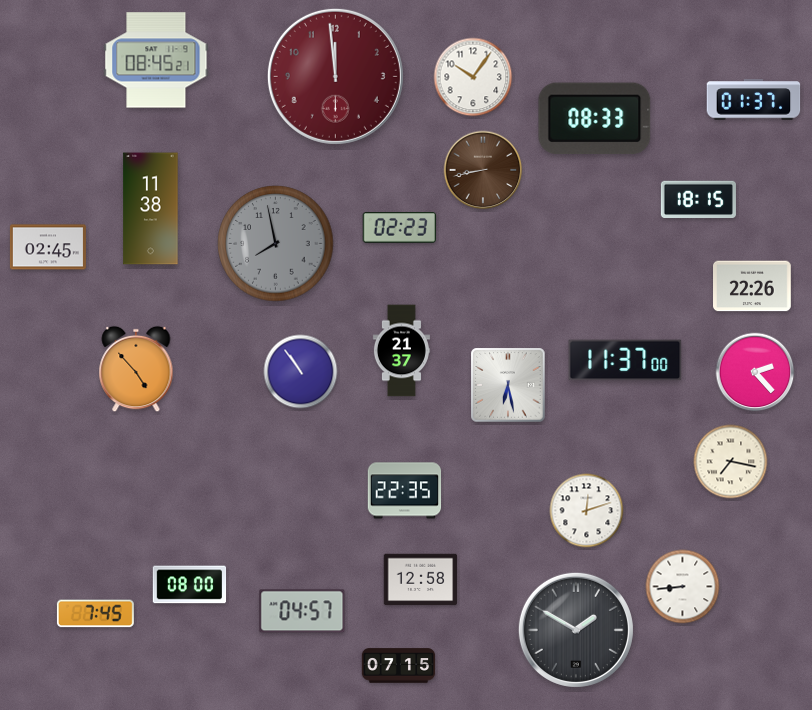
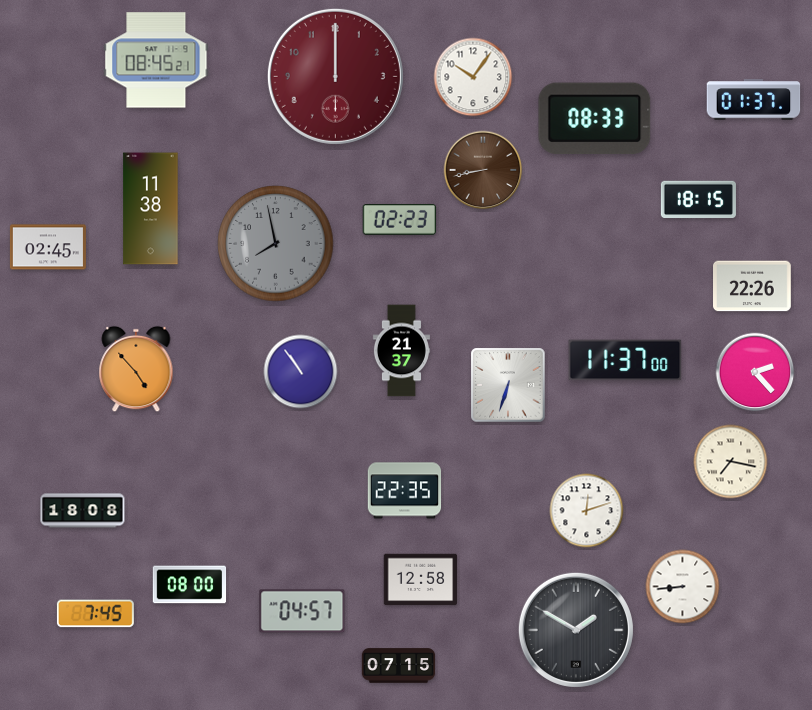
clock at (335, 76): 11:59 -> 12:00
clock at (399, 228) position: (399, 228) -> (399, 220)
clock at (508, 385): 6:28 -> 6:33
clock at (83, 511): none -> 18:08
